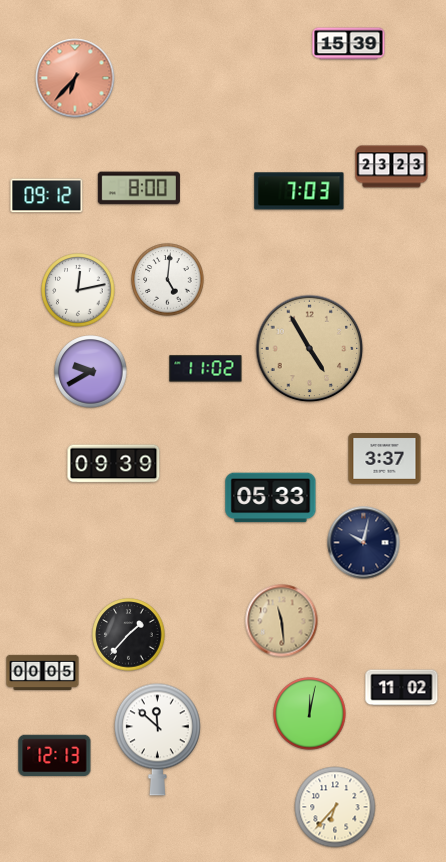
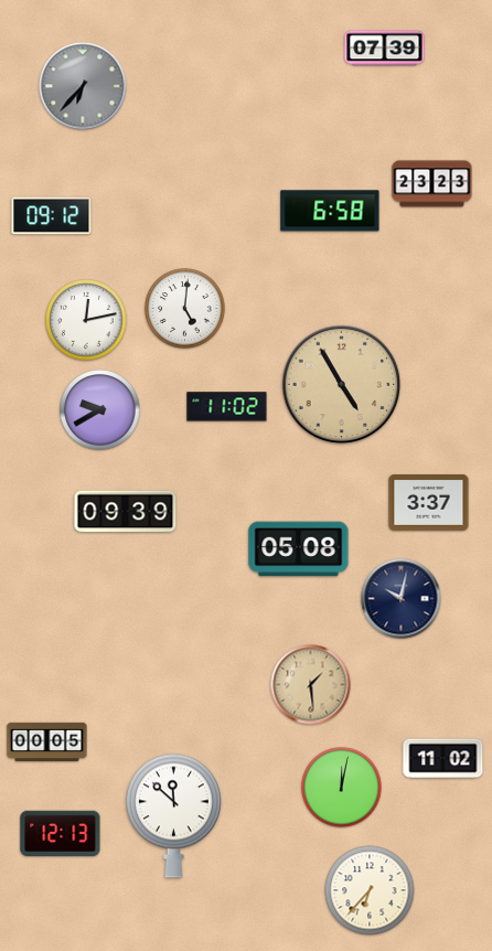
clock at (349, 44): 15:39 -> 07:39
clock at (75, 78) dial: salmon -> grey
clock at (139, 188): 8:00 -> none
clock at (299, 191): 7:03 -> 6:58
clock at (385, 459) position: (385, 459) -> (429, 503)
clock at (271, 498): 05:33 -> 05:08
clock at (282, 621): 11:29 -> 1:29
clock at (129, 635): 1:37 -> none
